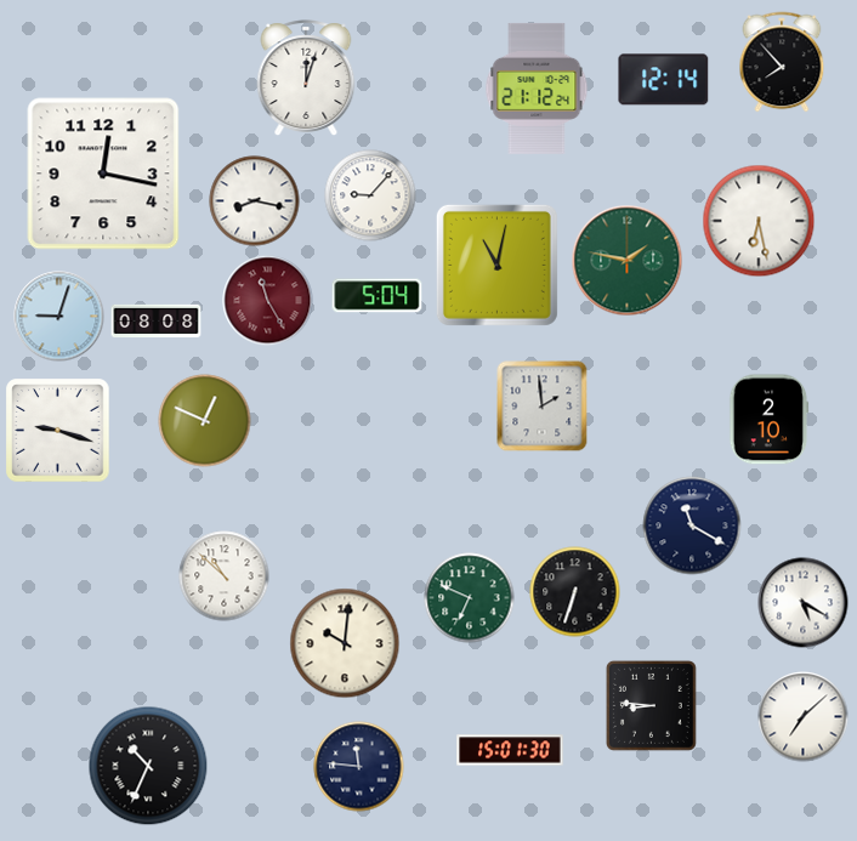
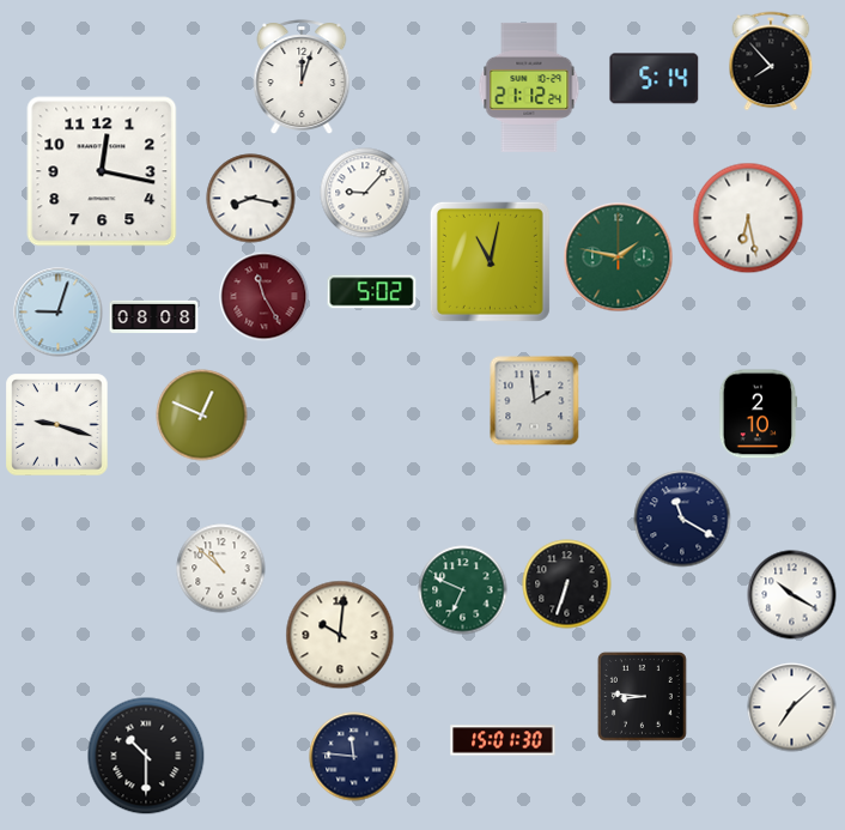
clock at (664, 80): 12:14 -> 5:14
clock at (378, 296): 5:04 -> 5:02
clock at (804, 603): 5:20 -> 10:20
clock at (148, 766): 10:34 -> 10:30
